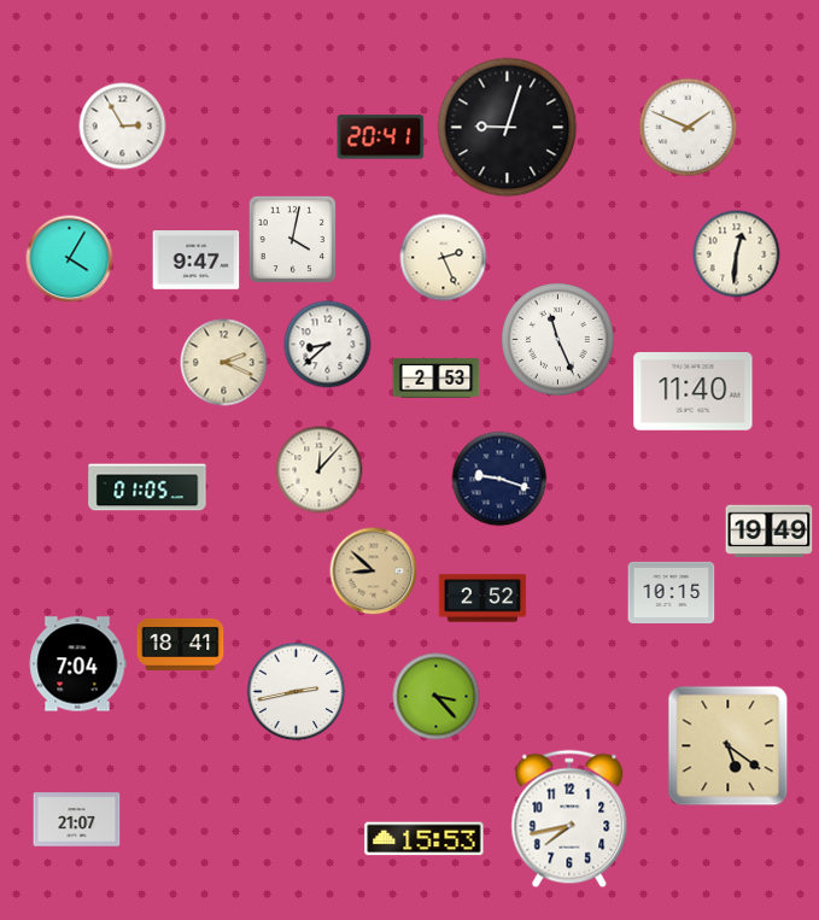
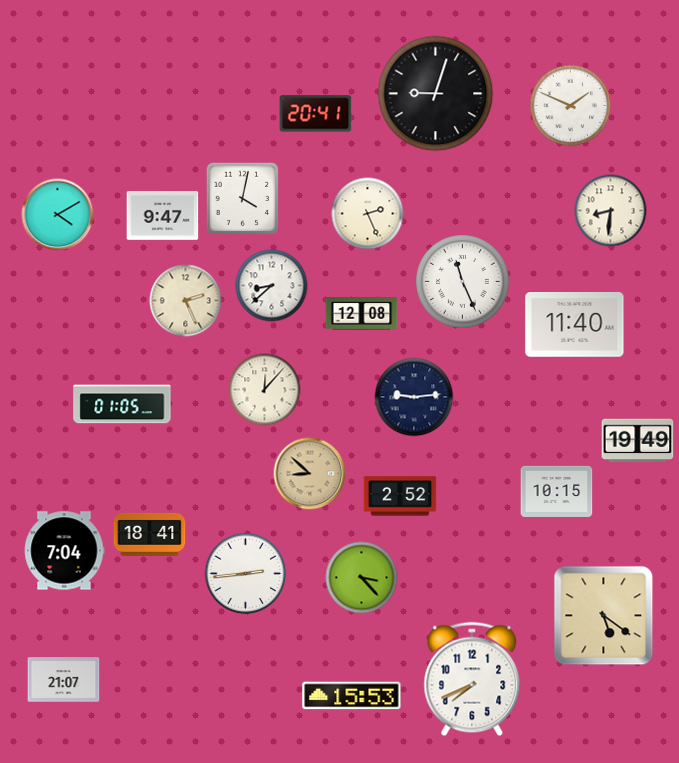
clock at (123, 127): 2:55 -> none
clock at (508, 128) position: (508, 128) -> (436, 94)
clock at (737, 254): 12:31 -> 8:31
clock at (70, 259): 4:05 -> 4:10
clock at (224, 363): 2:19 -> 2:26
clock at (437, 379): 2:53 -> 12:08
clock at (499, 479): 9:18 -> 9:14
clock at (297, 692): 2:43 -> 2:44
clock at (729, 746) position: (729, 746) -> (604, 616)
clock at (569, 819): 7:43 -> 7:41
